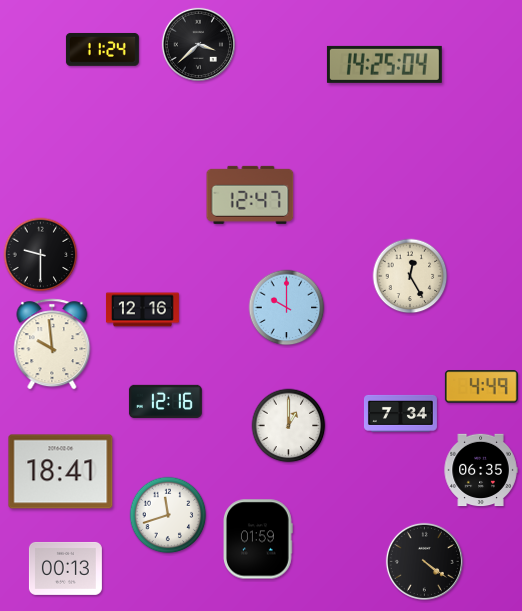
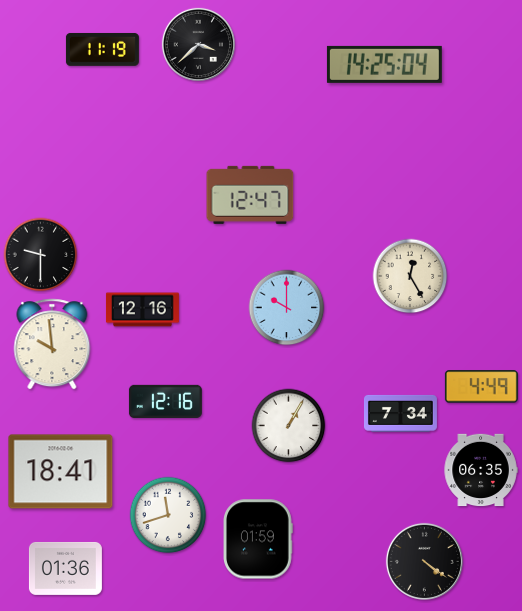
clock at (102, 49): 11:24 -> 11:19
clock at (289, 426): 1:00 -> 1:05
clock at (65, 568): 00:13 -> 01:36
